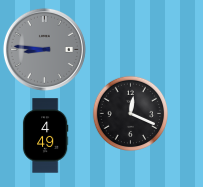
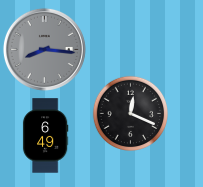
clock at (44, 49): 8:46 -> 8:16
clock at (45, 136): 4:49 -> 6:49
